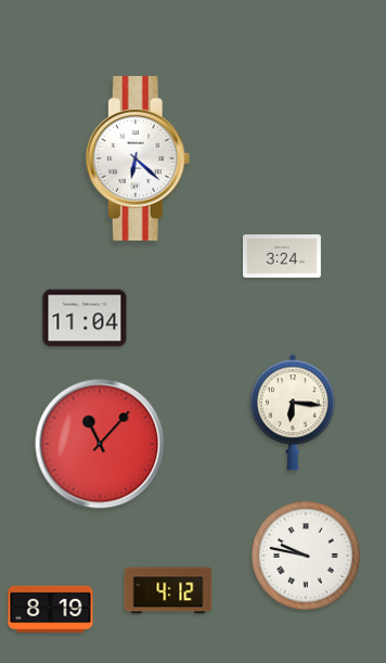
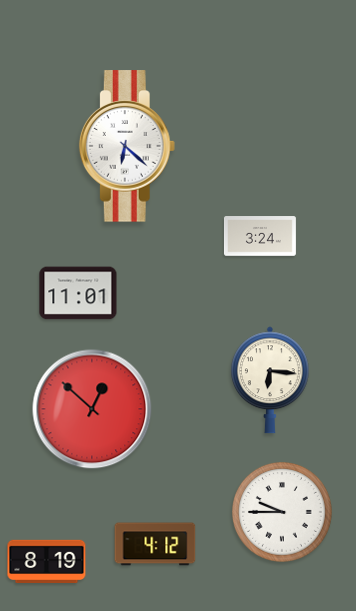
clock at (85, 318): 11:04 -> 11:01
clock at (100, 444): 11:07 -> 12:52
clock at (307, 557): 9:47 -> 9:45
